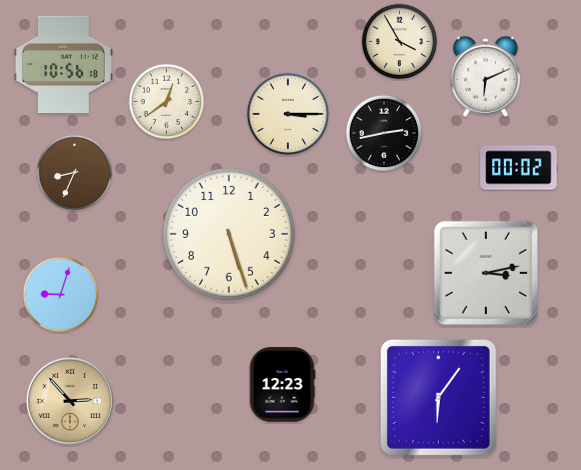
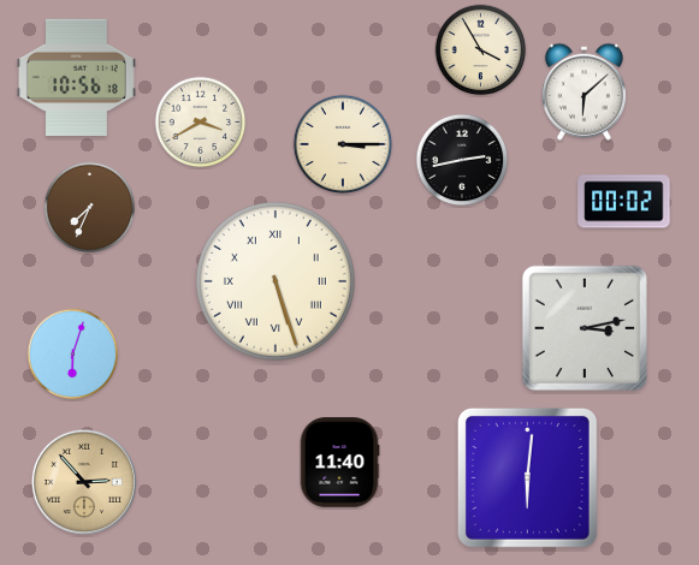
clock at (485, 76): 6:11 -> 6:08
clock at (167, 102): 12:39 -> 3:40
clock at (288, 114) position: (288, 114) -> (343, 144)
clock at (75, 173): 8:34 -> 7:34
clock at (229, 234) numerals: Arabic -> Roman
clock at (61, 295): 9:03 -> 6:03
clock at (282, 385): 12:23 -> 11:40
clock at (438, 397): 6:06 -> 6:01
